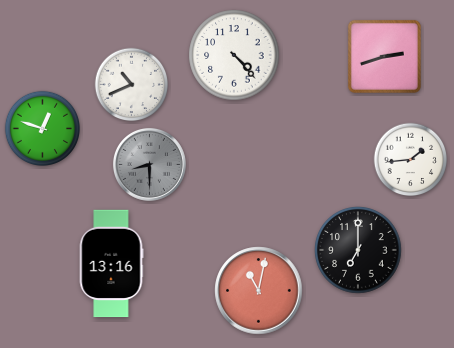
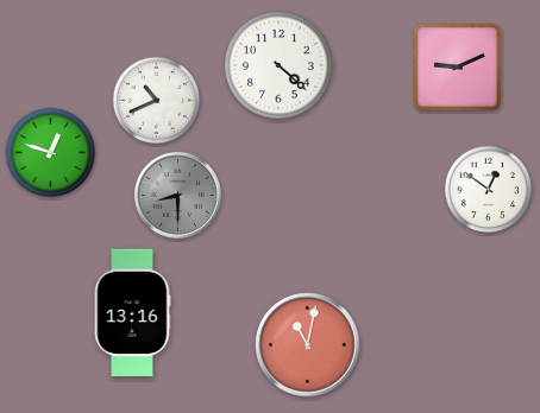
clock at (234, 55): 4:23 -> 4:22
clock at (384, 56): 2:42 -> 9:11
clock at (411, 160): 1:44 -> 12:51
clock at (358, 250): 7:00 -> none
